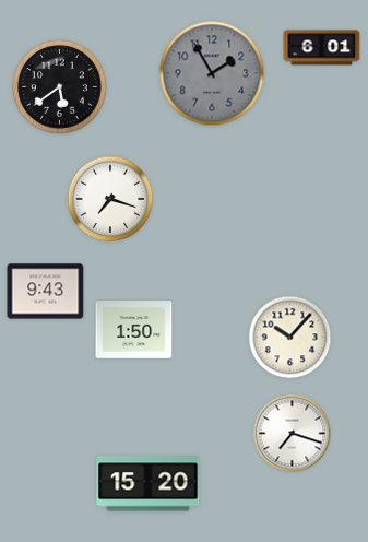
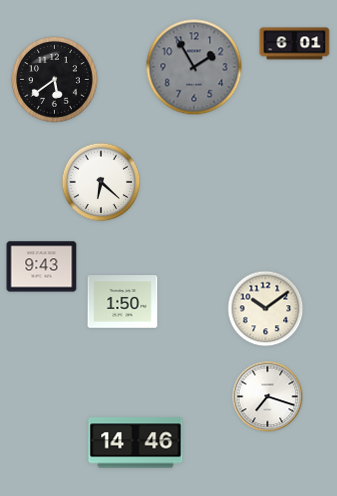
clock at (110, 199): 7:18 -> 6:22
clock at (290, 338): 10:07 -> 10:09
clock at (149, 484): 15:20 -> 14:46
